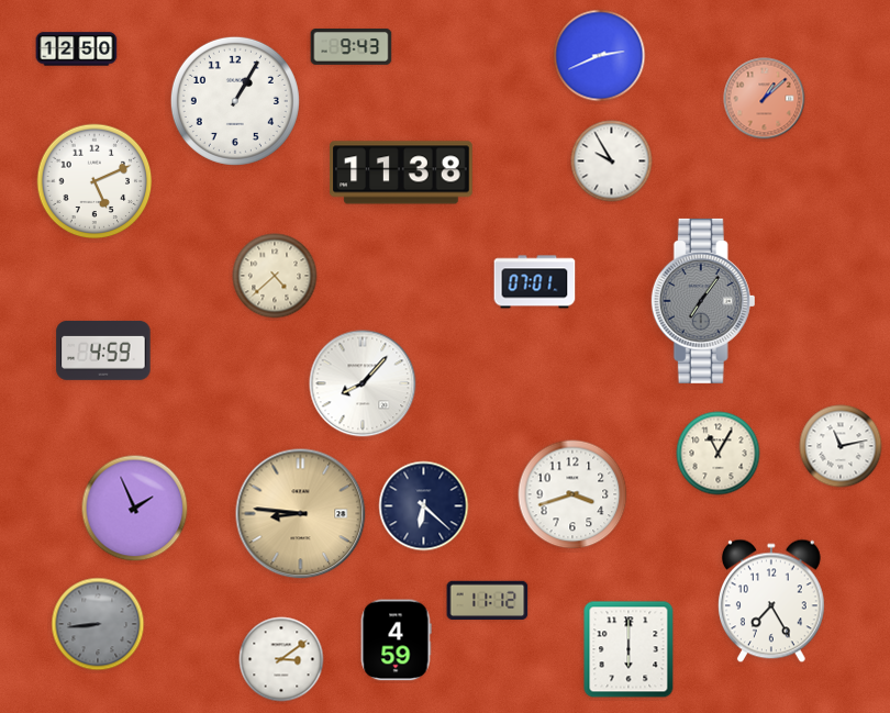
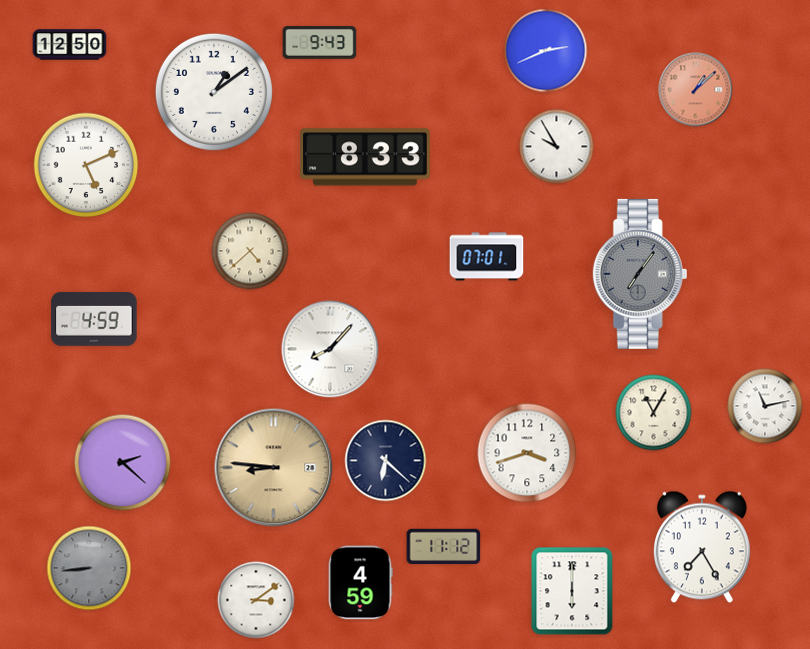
clock at (235, 101): 1:05 -> 1:09
clock at (401, 172): 11:38 -> 8:33
clock at (572, 494) position: (572, 494) -> (527, 453)
clock at (135, 509): 1:56 -> 2:22
